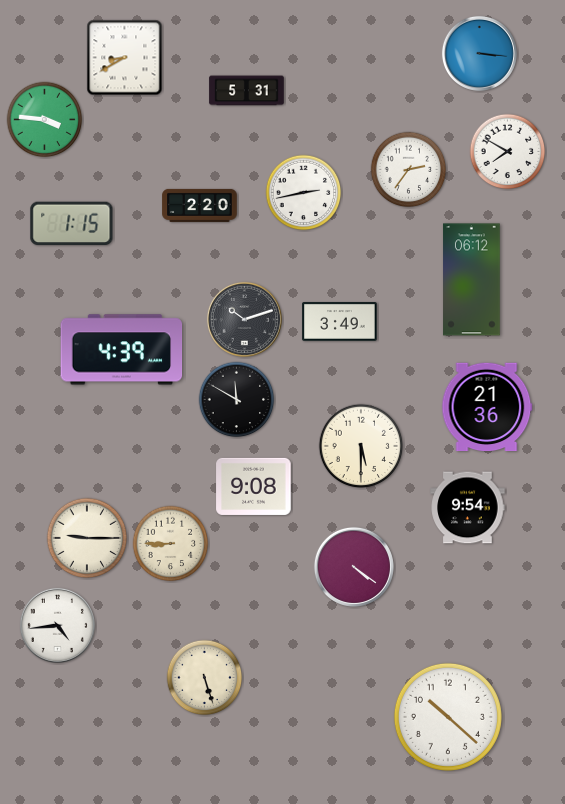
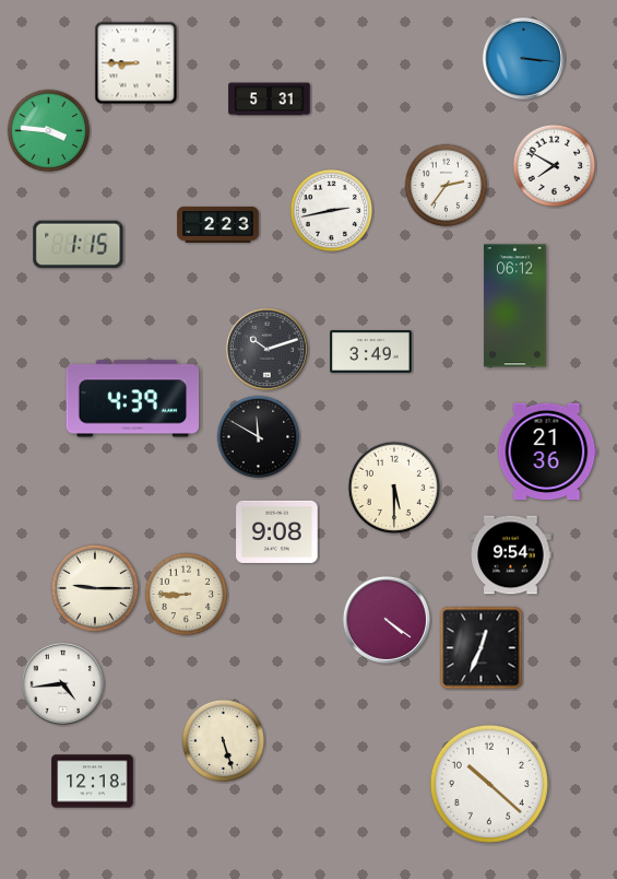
clock at (125, 58): 8:40 -> 8:45
clock at (200, 205): 2:20 -> 2:23
clock at (122, 350) position: (122, 350) -> (133, 399)
clock at (487, 407) position: (487, 407) -> (547, 452)
clock at (482, 648): none -> 12:34
clock at (93, 782): none -> 12:18
